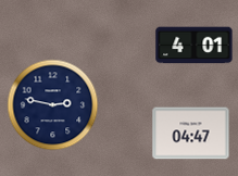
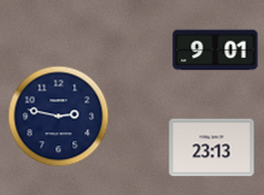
clock at (195, 46): 4:01 -> 9:01
clock at (191, 134): 04:47 -> 23:13
